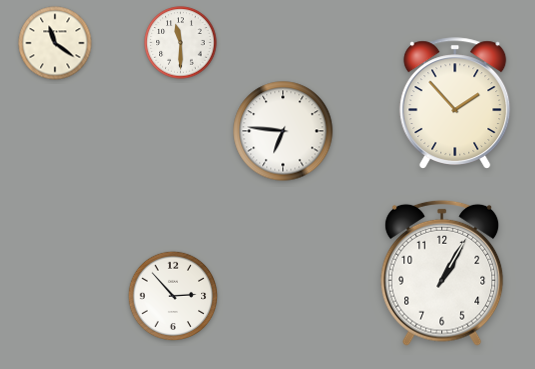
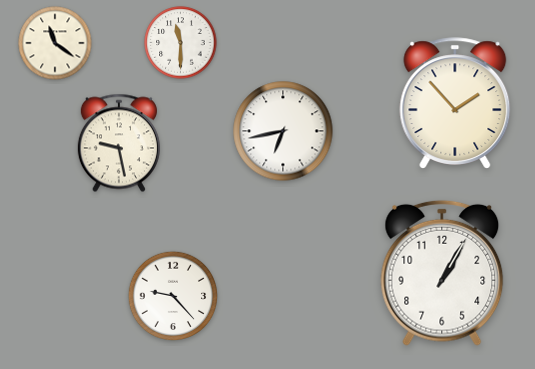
clock at (283, 131): 6:46 -> 6:43
clock at (119, 143): none -> 9:28
clock at (173, 296): 2:53 -> 9:23
